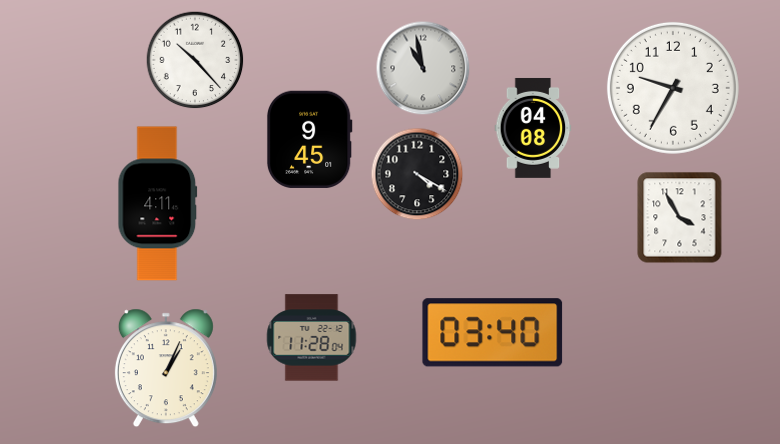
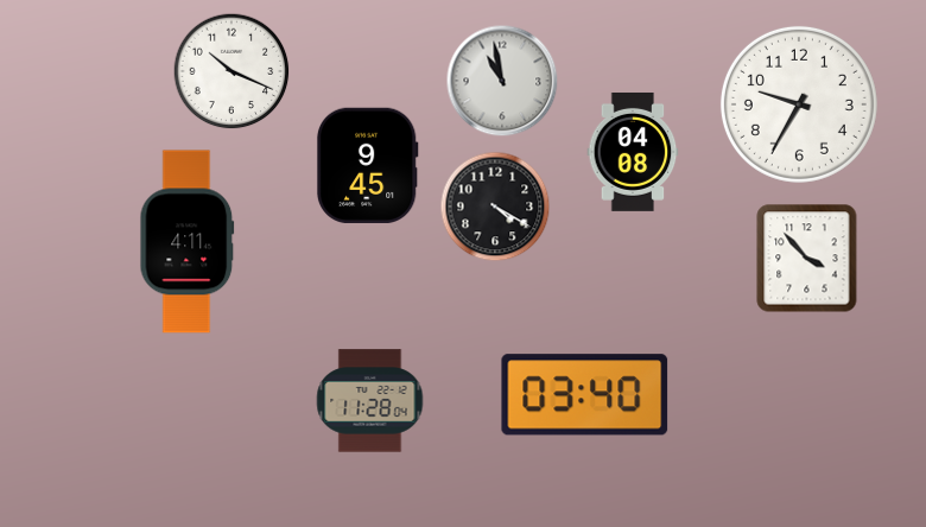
clock at (195, 60): 10:23 -> 10:19
clock at (680, 218): 3:55 -> 3:53
clock at (166, 368): 1:04 -> none
